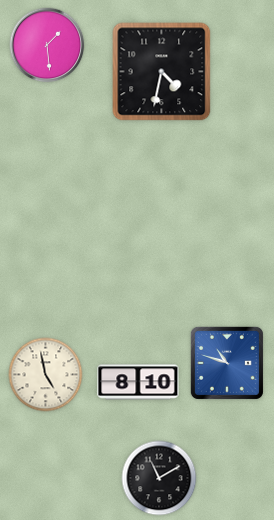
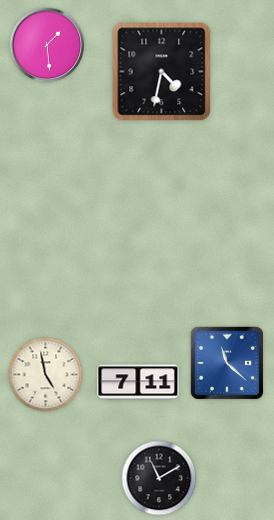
clock at (227, 363): 10:48 -> 11:22
clock at (138, 382): 8:10 -> 7:11
